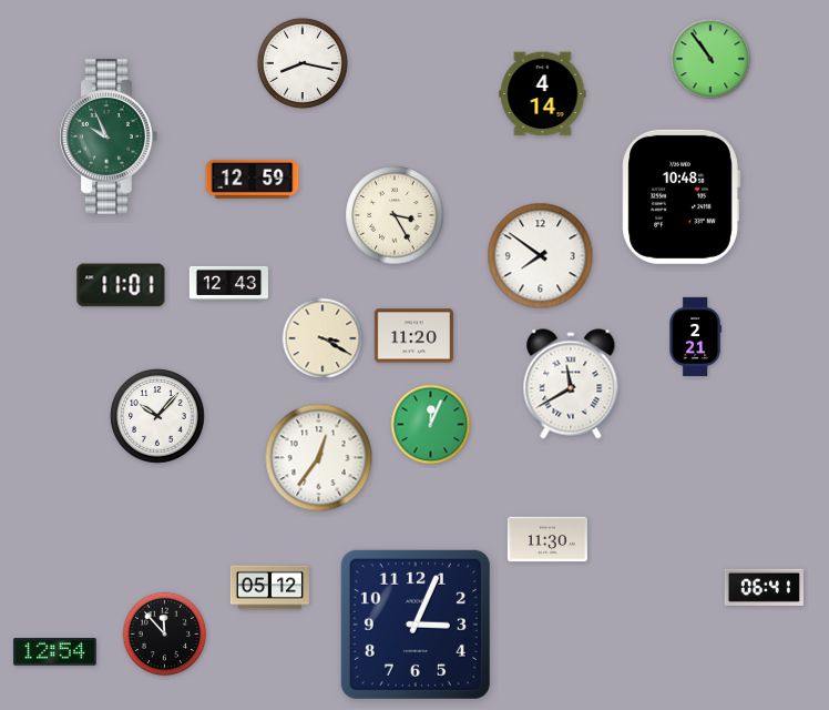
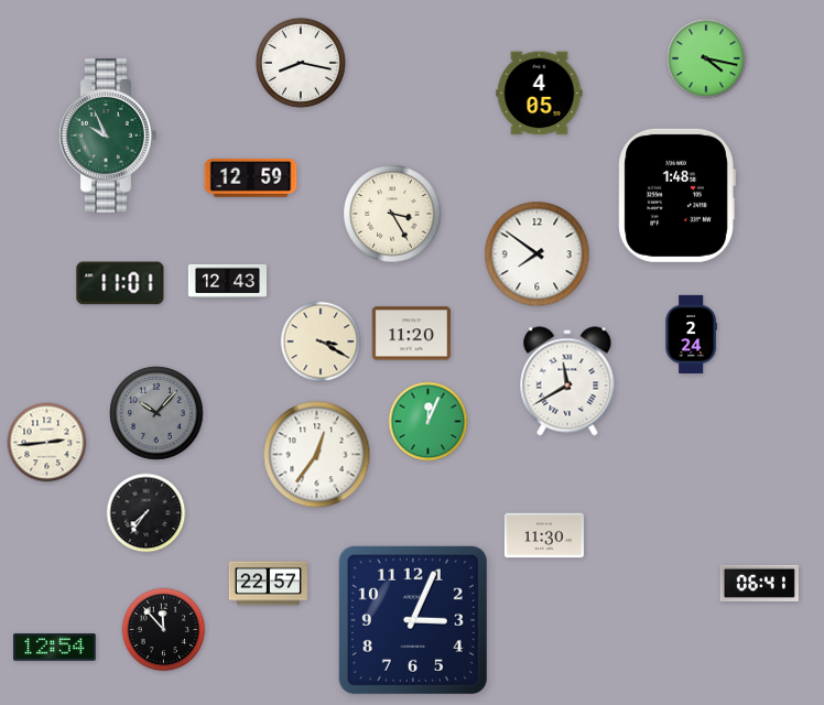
clock at (710, 59): 10:54 -> 4:17
clock at (543, 94): 4:14 -> 4:05
clock at (680, 196): 10:48 -> 1:48
clock at (695, 336): 2:21 -> 2:24
clock at (323, 338) position: (323, 338) -> (321, 341)
clock at (157, 416) dial: white -> grey
clock at (47, 443): none -> 2:44
clock at (147, 513): none -> 7:36
clock at (269, 588): 05:12 -> 22:57
